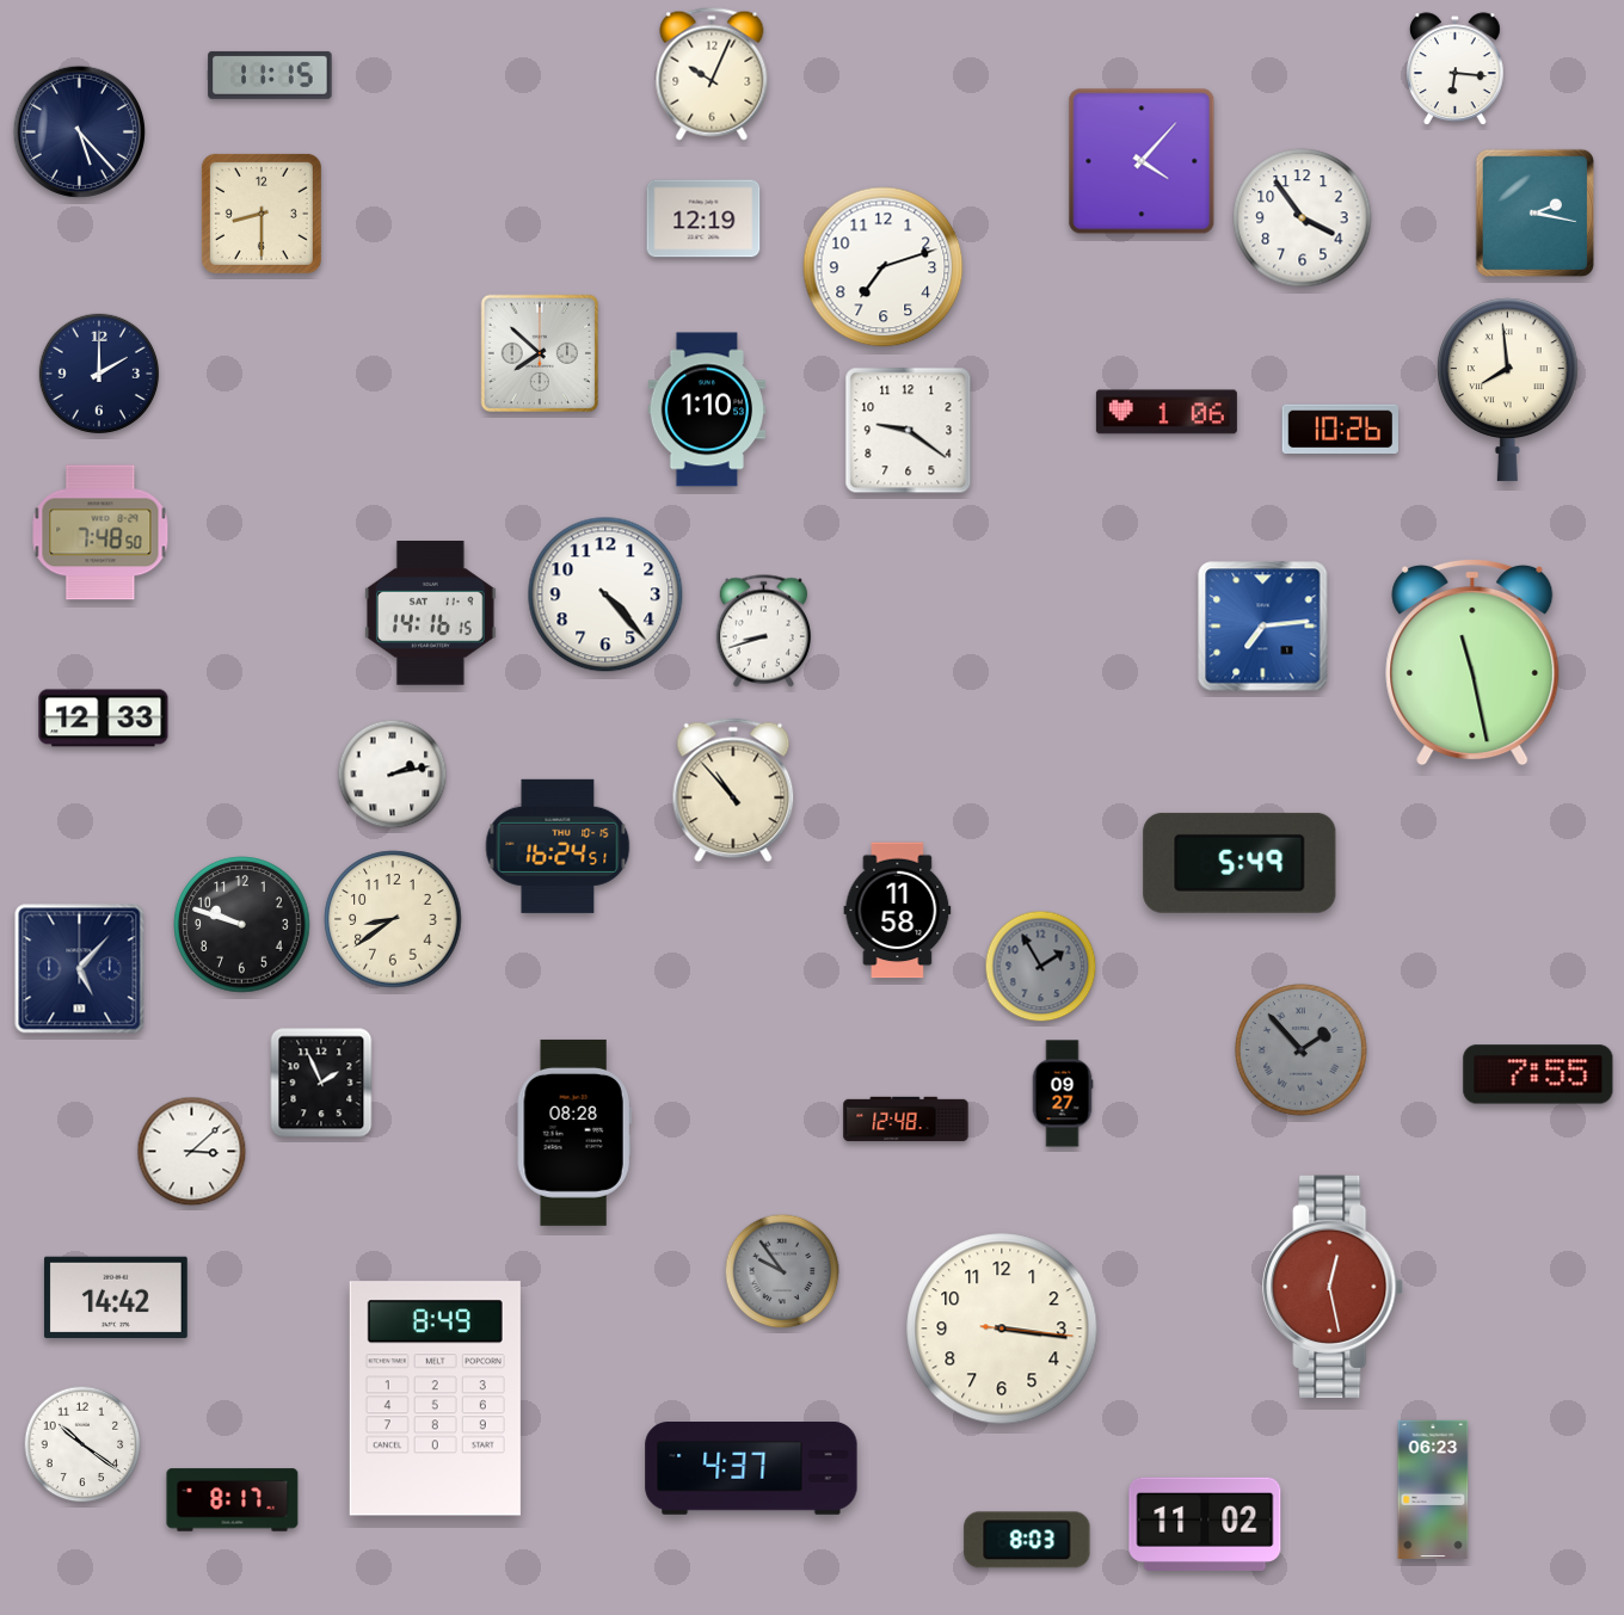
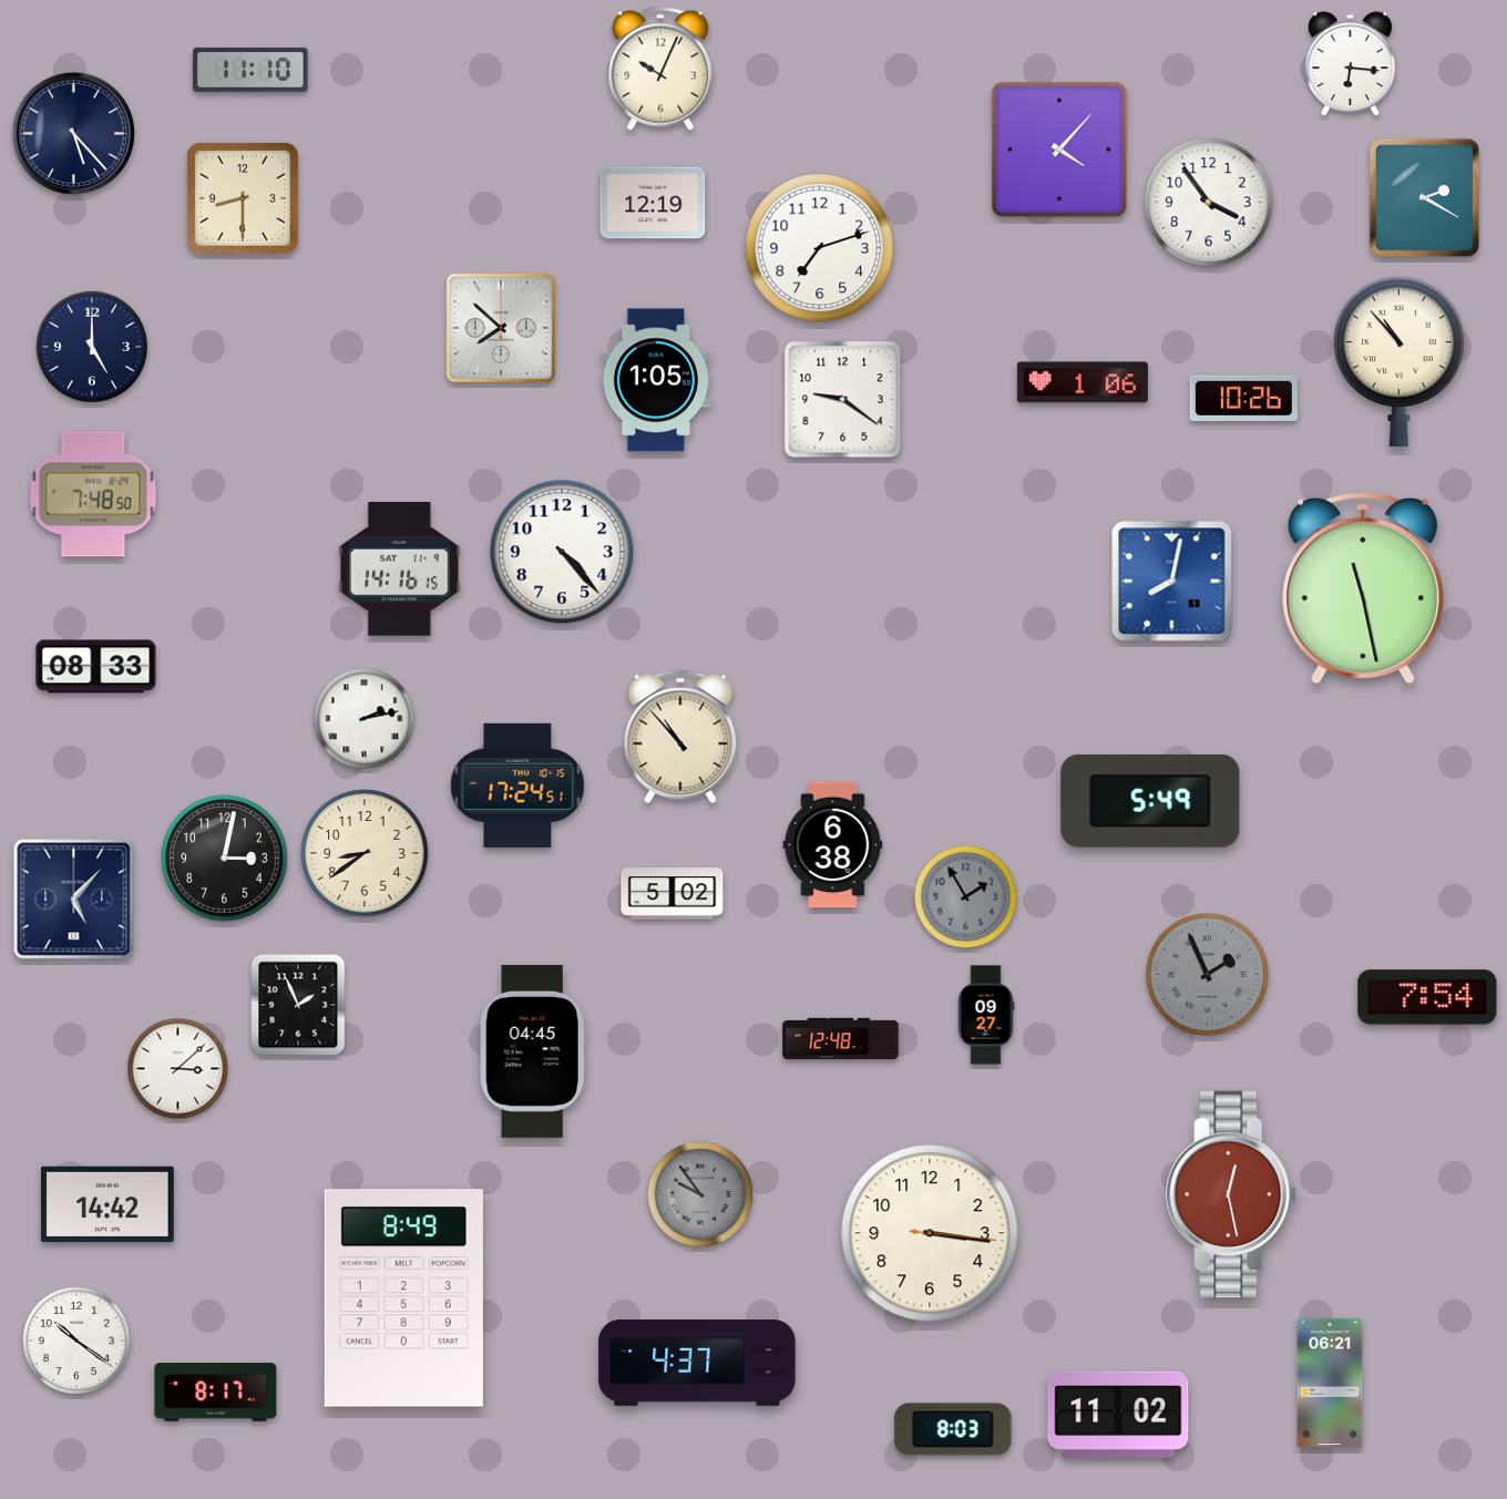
clock at (270, 75): 11:15 -> 11:10
clock at (79, 131) position: (79, 131) -> (73, 133)
clock at (1534, 214): 2:17 -> 2:20
clock at (98, 372): 2:00 -> 5:00
clock at (1507, 389): 7:59 -> 10:53
clock at (706, 409): 1:10 -> 1:05
clock at (1263, 627): 7:14 -> 8:02
clock at (763, 631): 8:42 -> none
clock at (1472, 662) position: (1472, 662) -> (1363, 588)
clock at (104, 719): 12:33 -> 08:33
clock at (733, 790) position: (733, 790) -> (680, 737)
clock at (558, 846): 16:24 -> 17:24
clock at (898, 911): 11:58 -> 6:38
clock at (242, 925): 9:48 -> 3:02
clock at (673, 894): none -> 5:02
clock at (1302, 1050): 1:53 -> 1:56
clock at (1538, 1074): 7:55 -> 7:54
clock at (574, 1133): 08:28 -> 04:45
clock at (782, 1271) position: (782, 1271) -> (700, 1194)
clock at (1334, 1287) position: (1334, 1287) -> (1232, 1194)
clock at (1433, 1488): 06:23 -> 06:21
